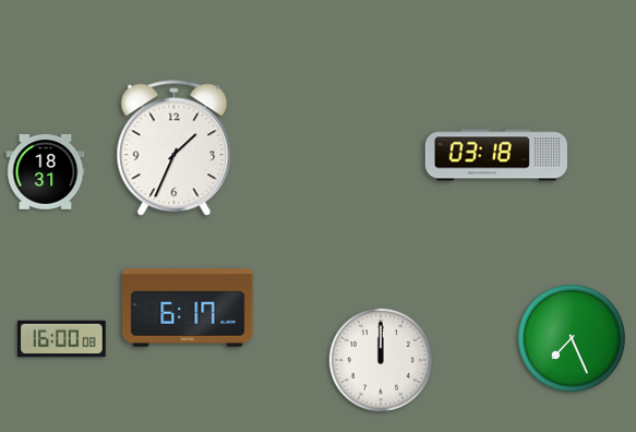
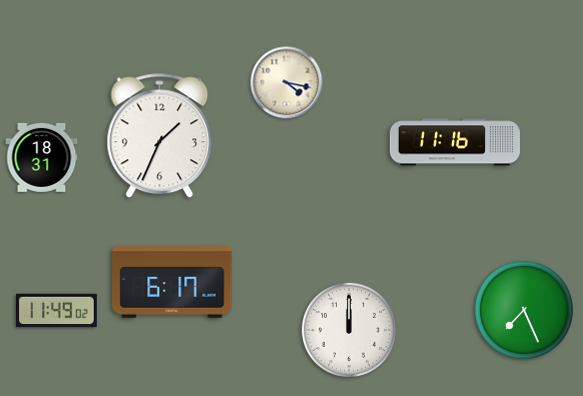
clock at (287, 83): none -> 4:17
clock at (496, 155): 03:18 -> 11:16
clock at (62, 339): 16:00 -> 11:49
